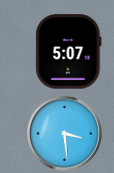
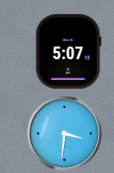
clock at (65, 134): 3:29 -> 3:31
